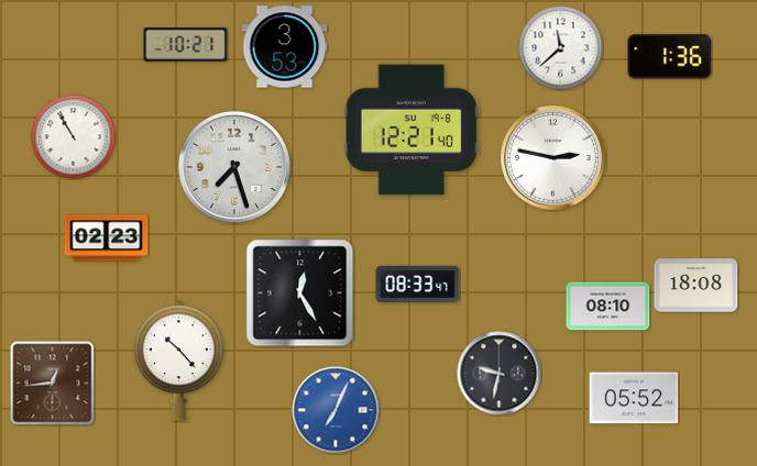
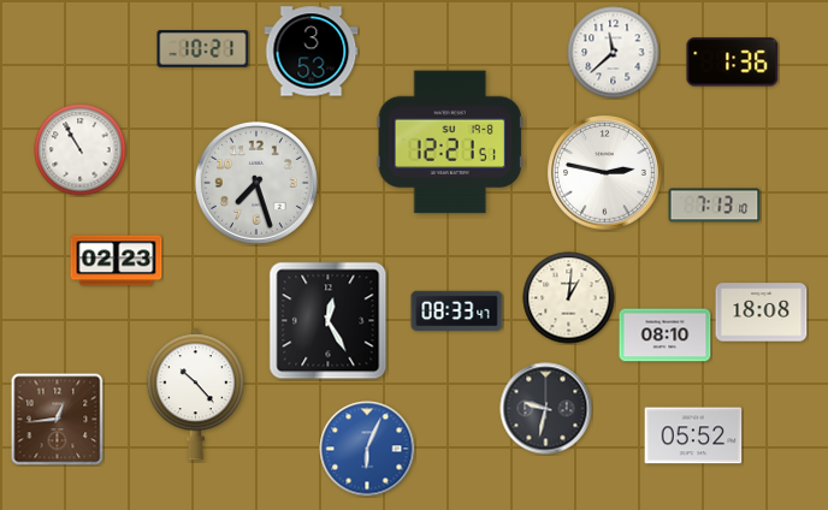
clock at (412, 130): 12:21:40 -> 12:21:51
clock at (715, 206): none -> 7:13
clock at (569, 298): none -> 1:01
clock at (336, 410): 7:04 -> 6:04
